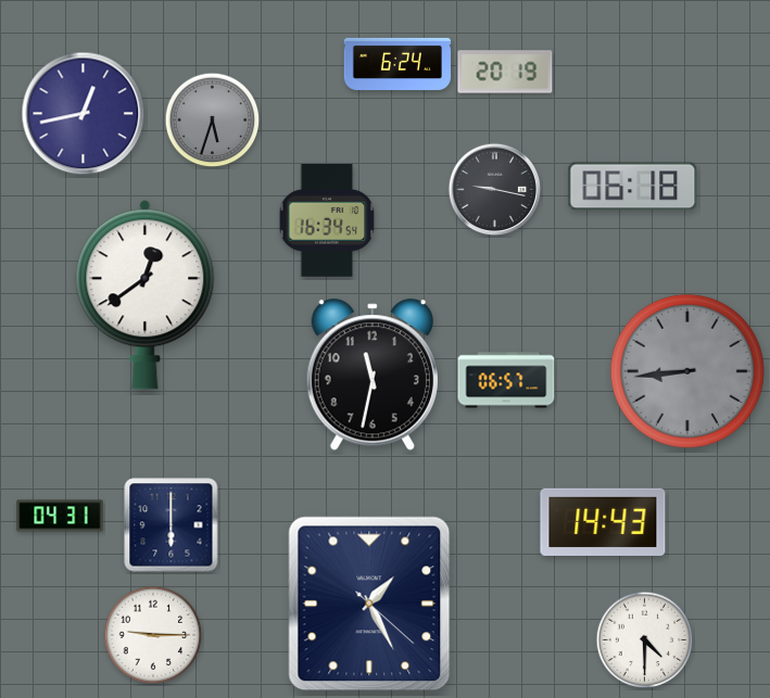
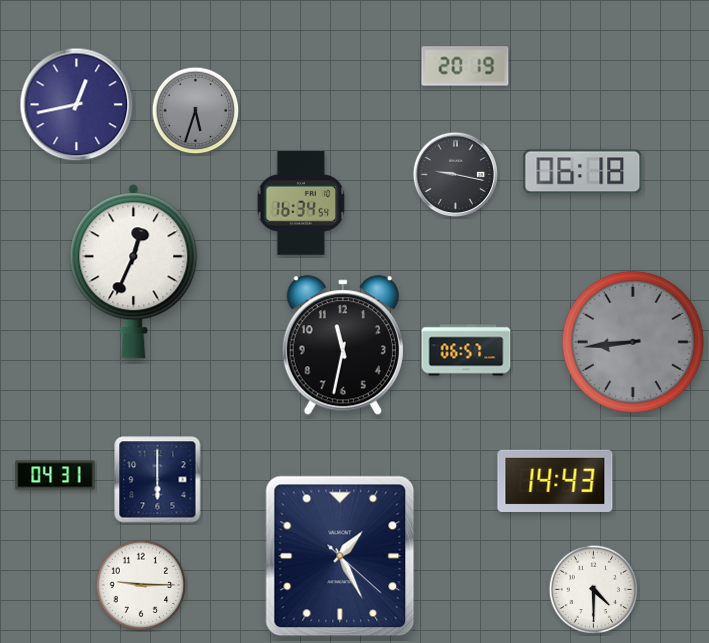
clock at (396, 64): 6:24 -> none
clock at (146, 295): 12:39 -> 12:34
clock at (172, 525) position: (172, 525) -> (158, 480)
